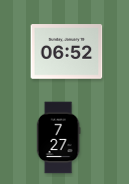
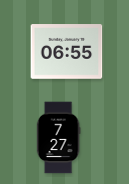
clock at (67, 52): 06:52 -> 06:55
